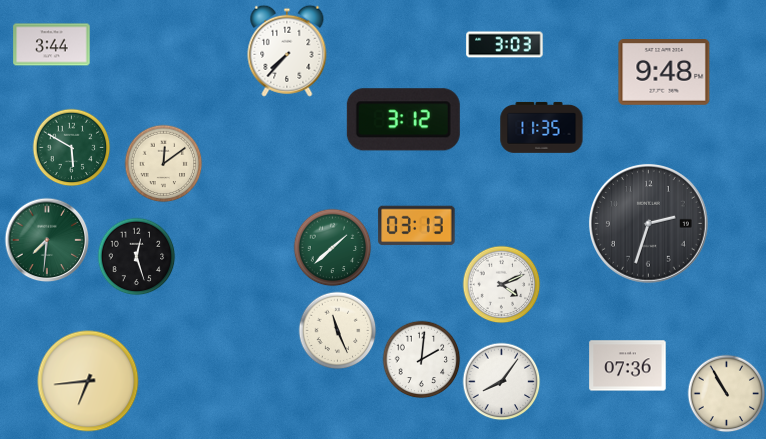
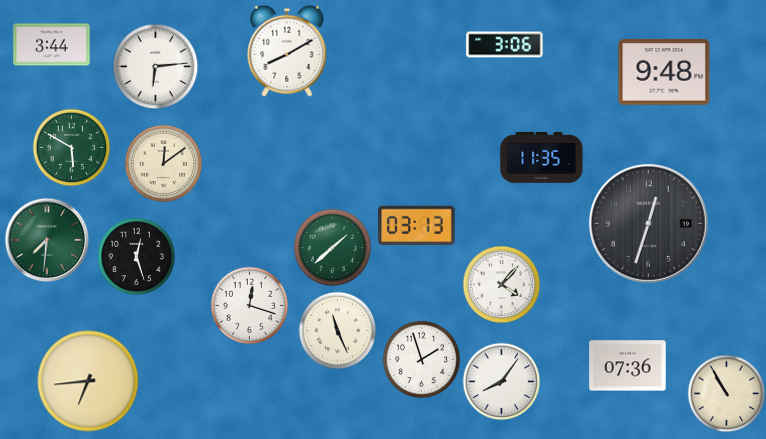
clock at (505, 45): 3:03 -> 3:06
clock at (287, 51): 7:37 -> 8:10
clock at (155, 66): none -> 6:14
clock at (403, 120): 3:12 -> none
clock at (542, 127) position: (542, 127) -> (542, 157)
clock at (648, 223): 2:33 -> 12:33
clock at (501, 284): 4:11 -> 4:07
clock at (249, 305): none -> 12:18
clock at (421, 359): 2:01 -> 1:57
